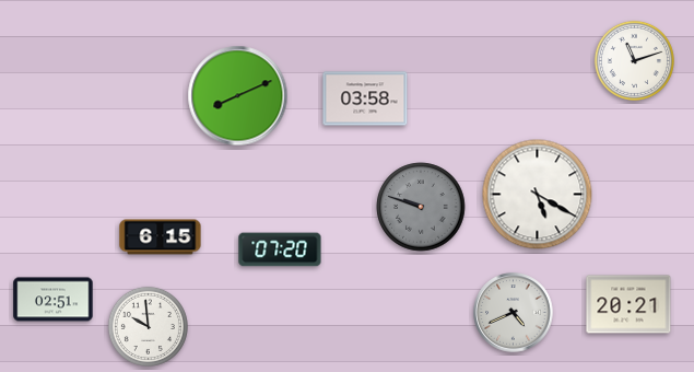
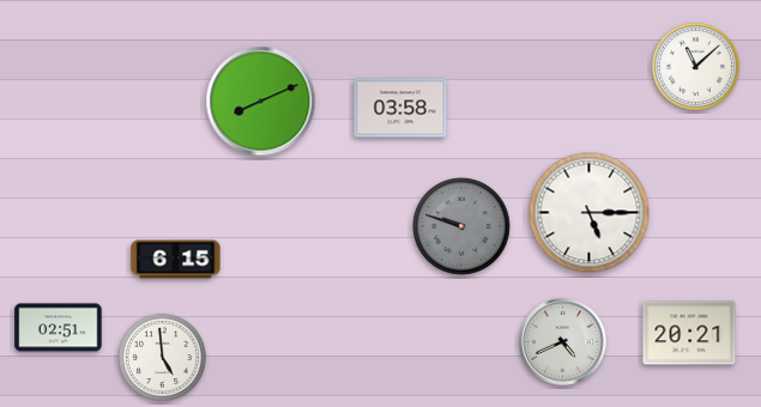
clock at (634, 60): 11:12 -> 11:08
clock at (238, 96) position: (238, 96) -> (261, 102)
clock at (538, 195): 5:20 -> 5:15
clock at (280, 249): 07:20 -> none
clock at (148, 326): 9:59 -> 4:59
